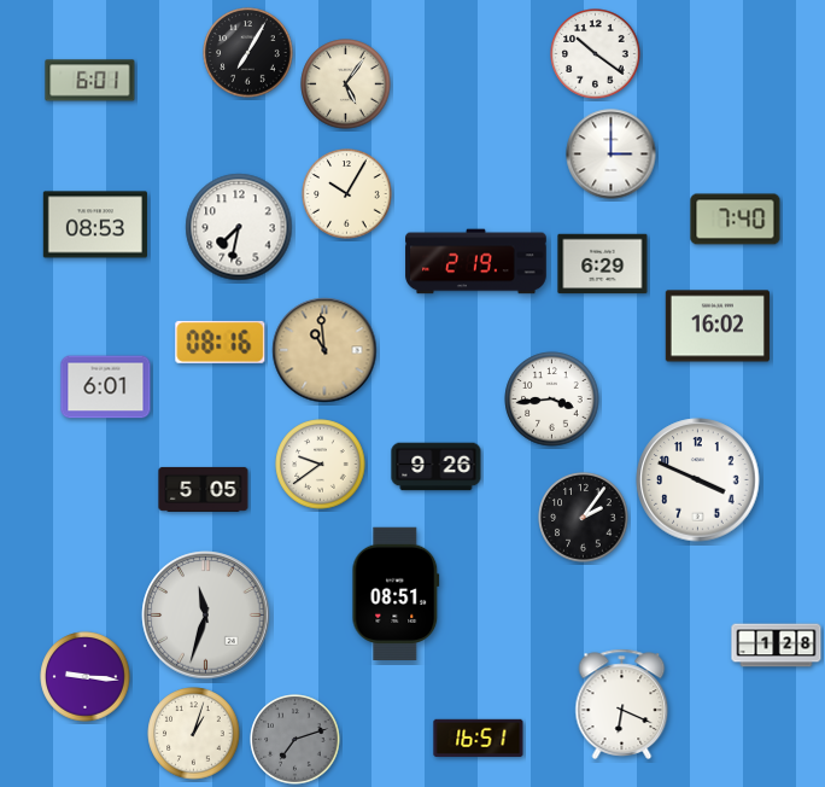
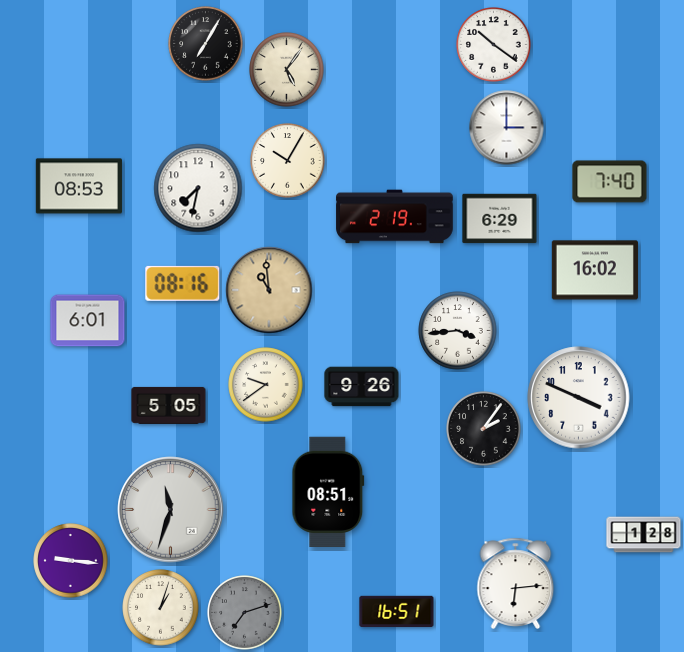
clock at (90, 81): 6:01 -> none
clock at (622, 704): 6:19 -> 6:14
